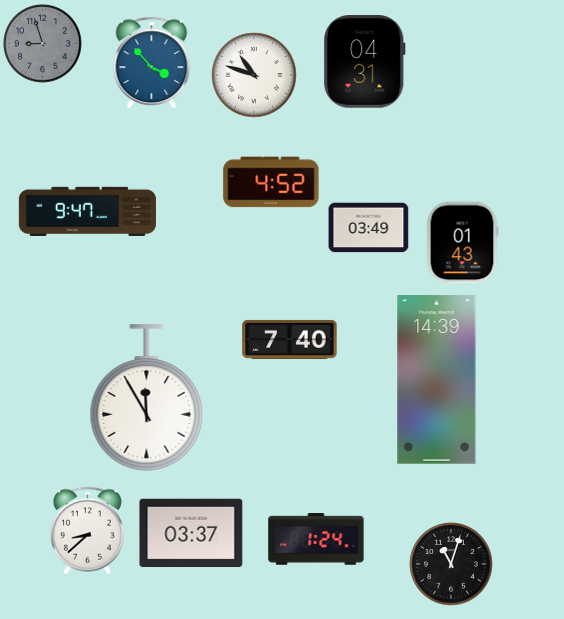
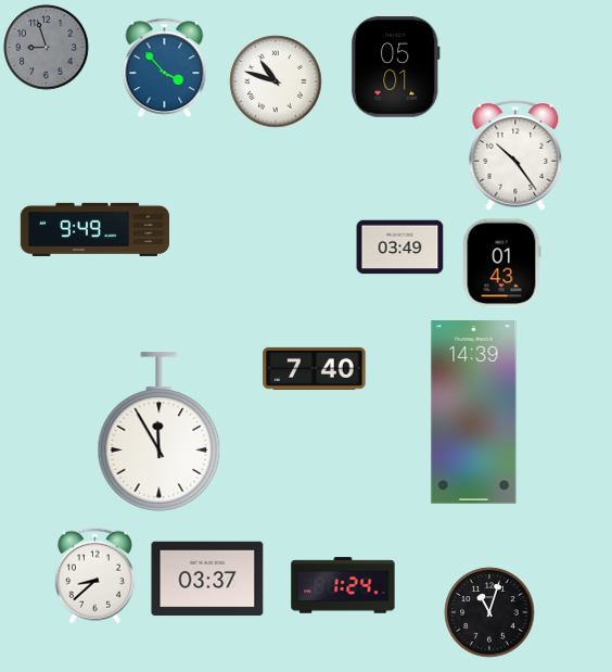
clock at (364, 62): 04:31 -> 05:01
clock at (515, 156): none -> 10:24
clock at (271, 182): 4:52 -> none
clock at (87, 211): 9:47 -> 9:49
